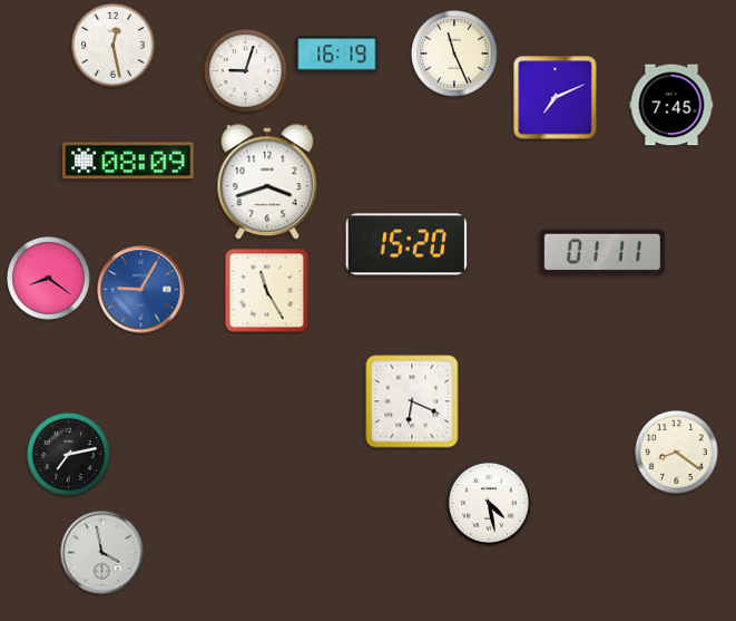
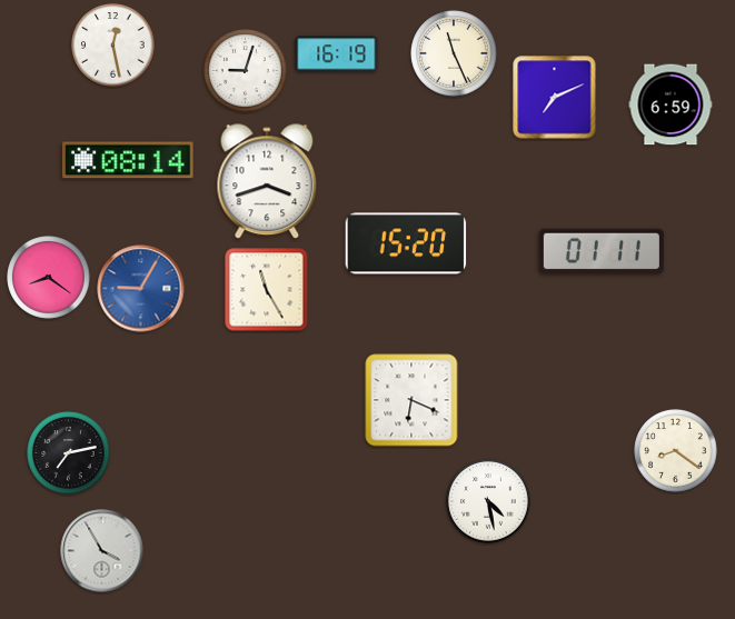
clock at (671, 105): 7:45 -> 6:59
clock at (128, 161): 08:09 -> 08:14
clock at (102, 553): 3:58 -> 3:55
